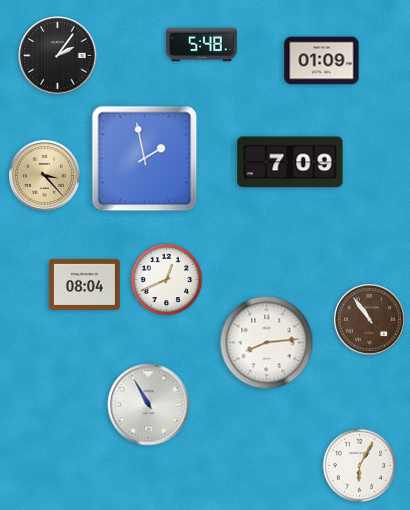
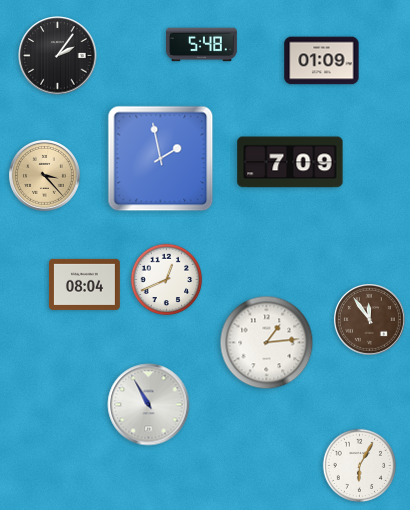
clock at (145, 159) position: (145, 159) -> (161, 159)
clock at (370, 320): 10:54 -> 11:54
clock at (267, 343): 8:14 -> 1:14
